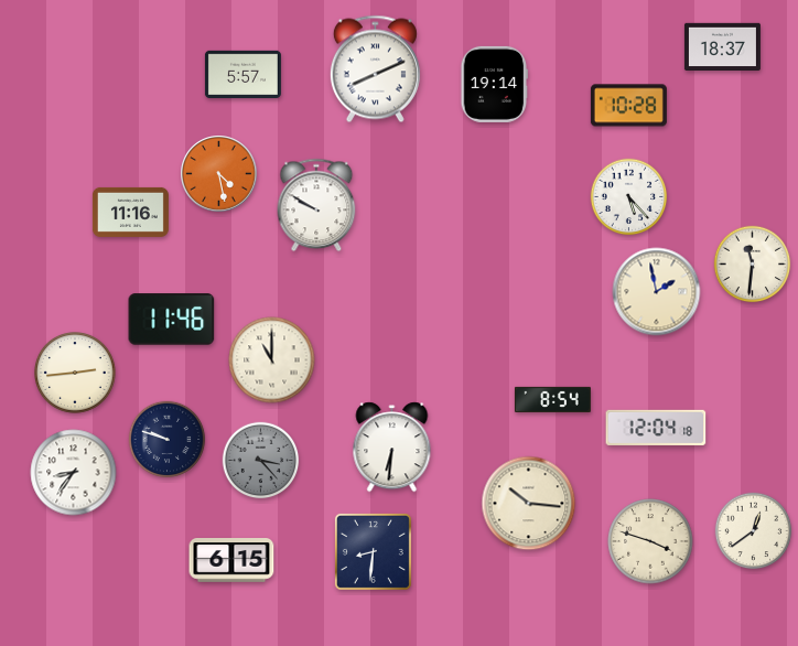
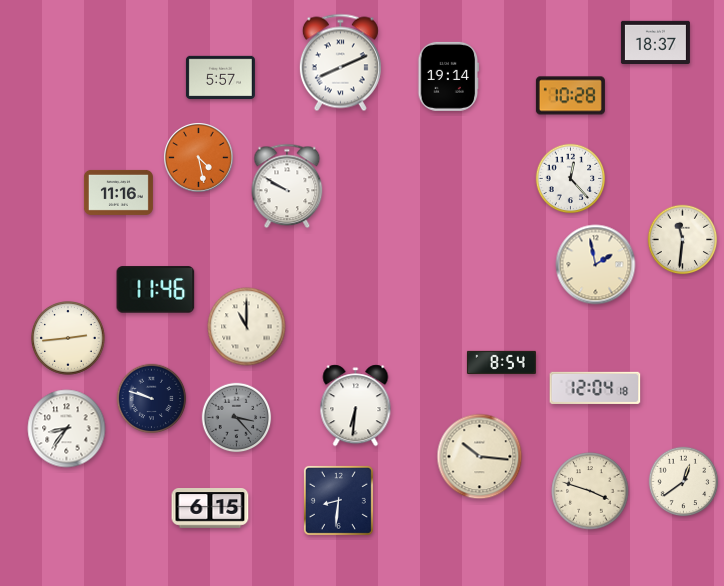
clock at (242, 75) position: (242, 75) -> (220, 78)
clock at (629, 197): 5:23 -> 12:23
